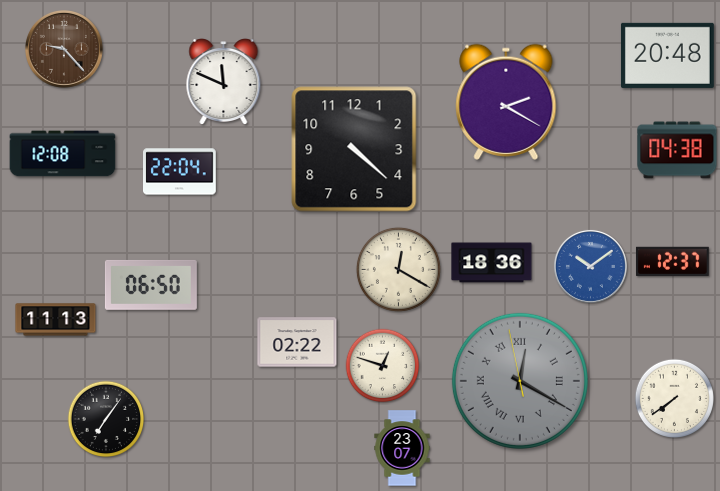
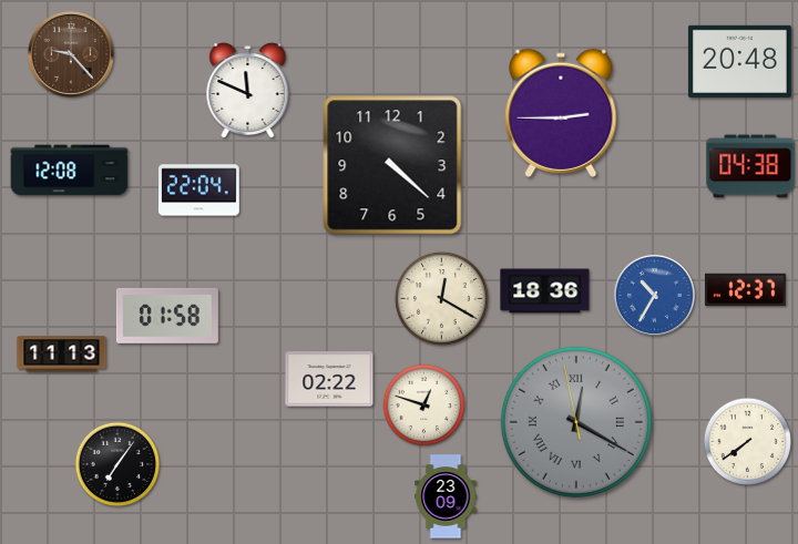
clock at (506, 102): 2:20 -> 2:45
clock at (590, 266): 10:09 -> 10:35
clock at (151, 285): 06:50 -> 01:58
clock at (402, 448): 23:07 -> 23:09
